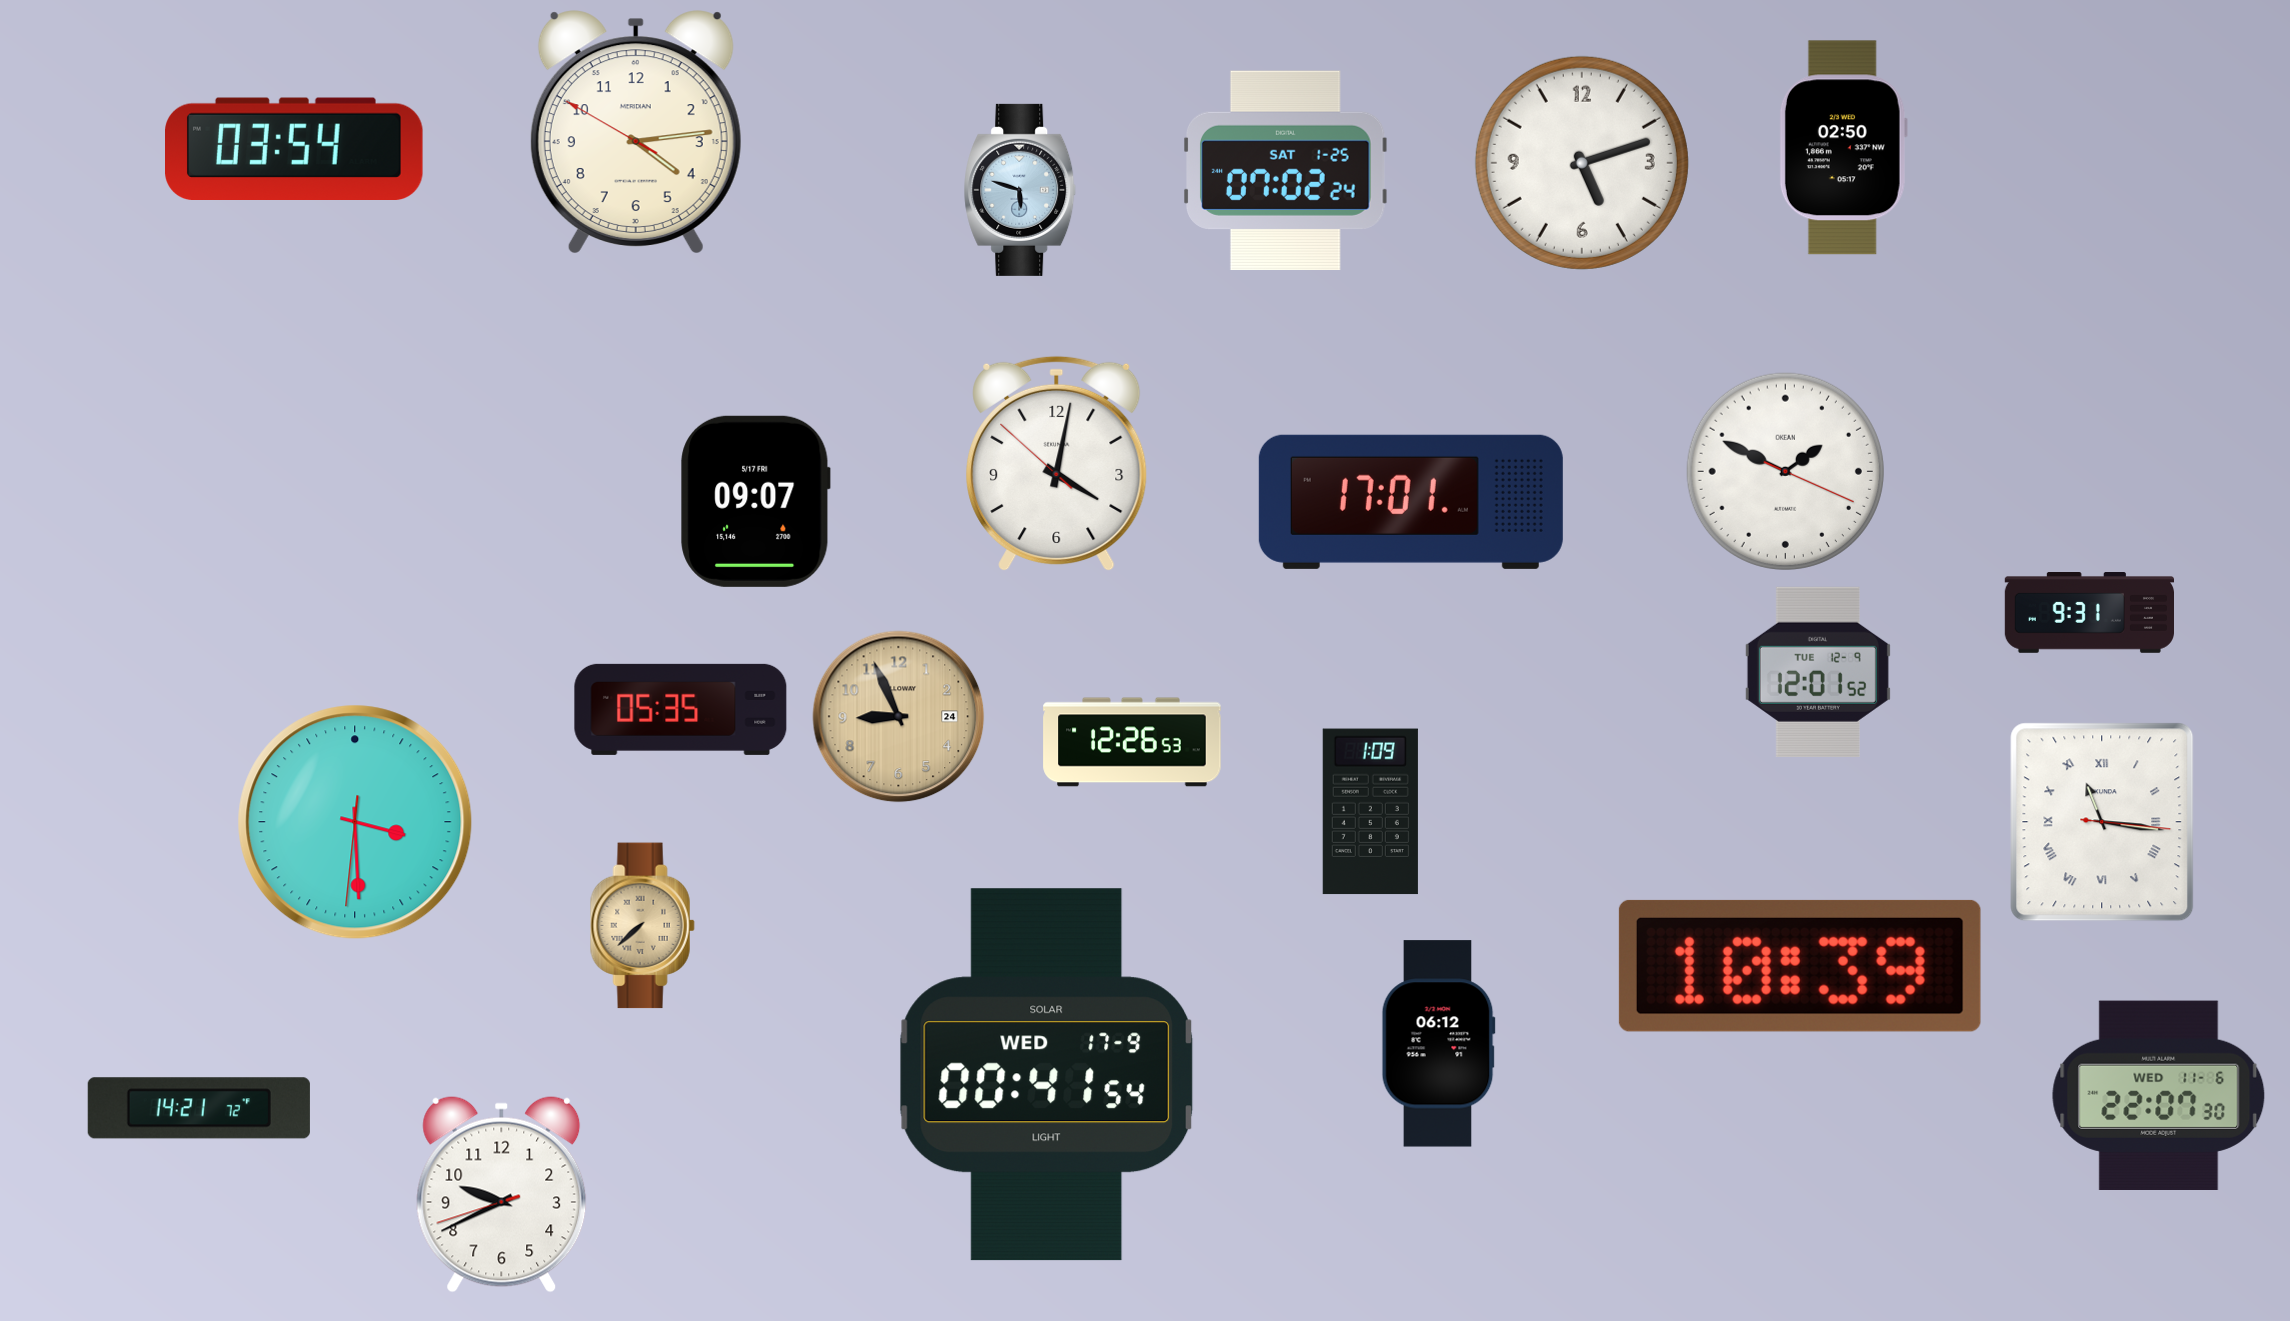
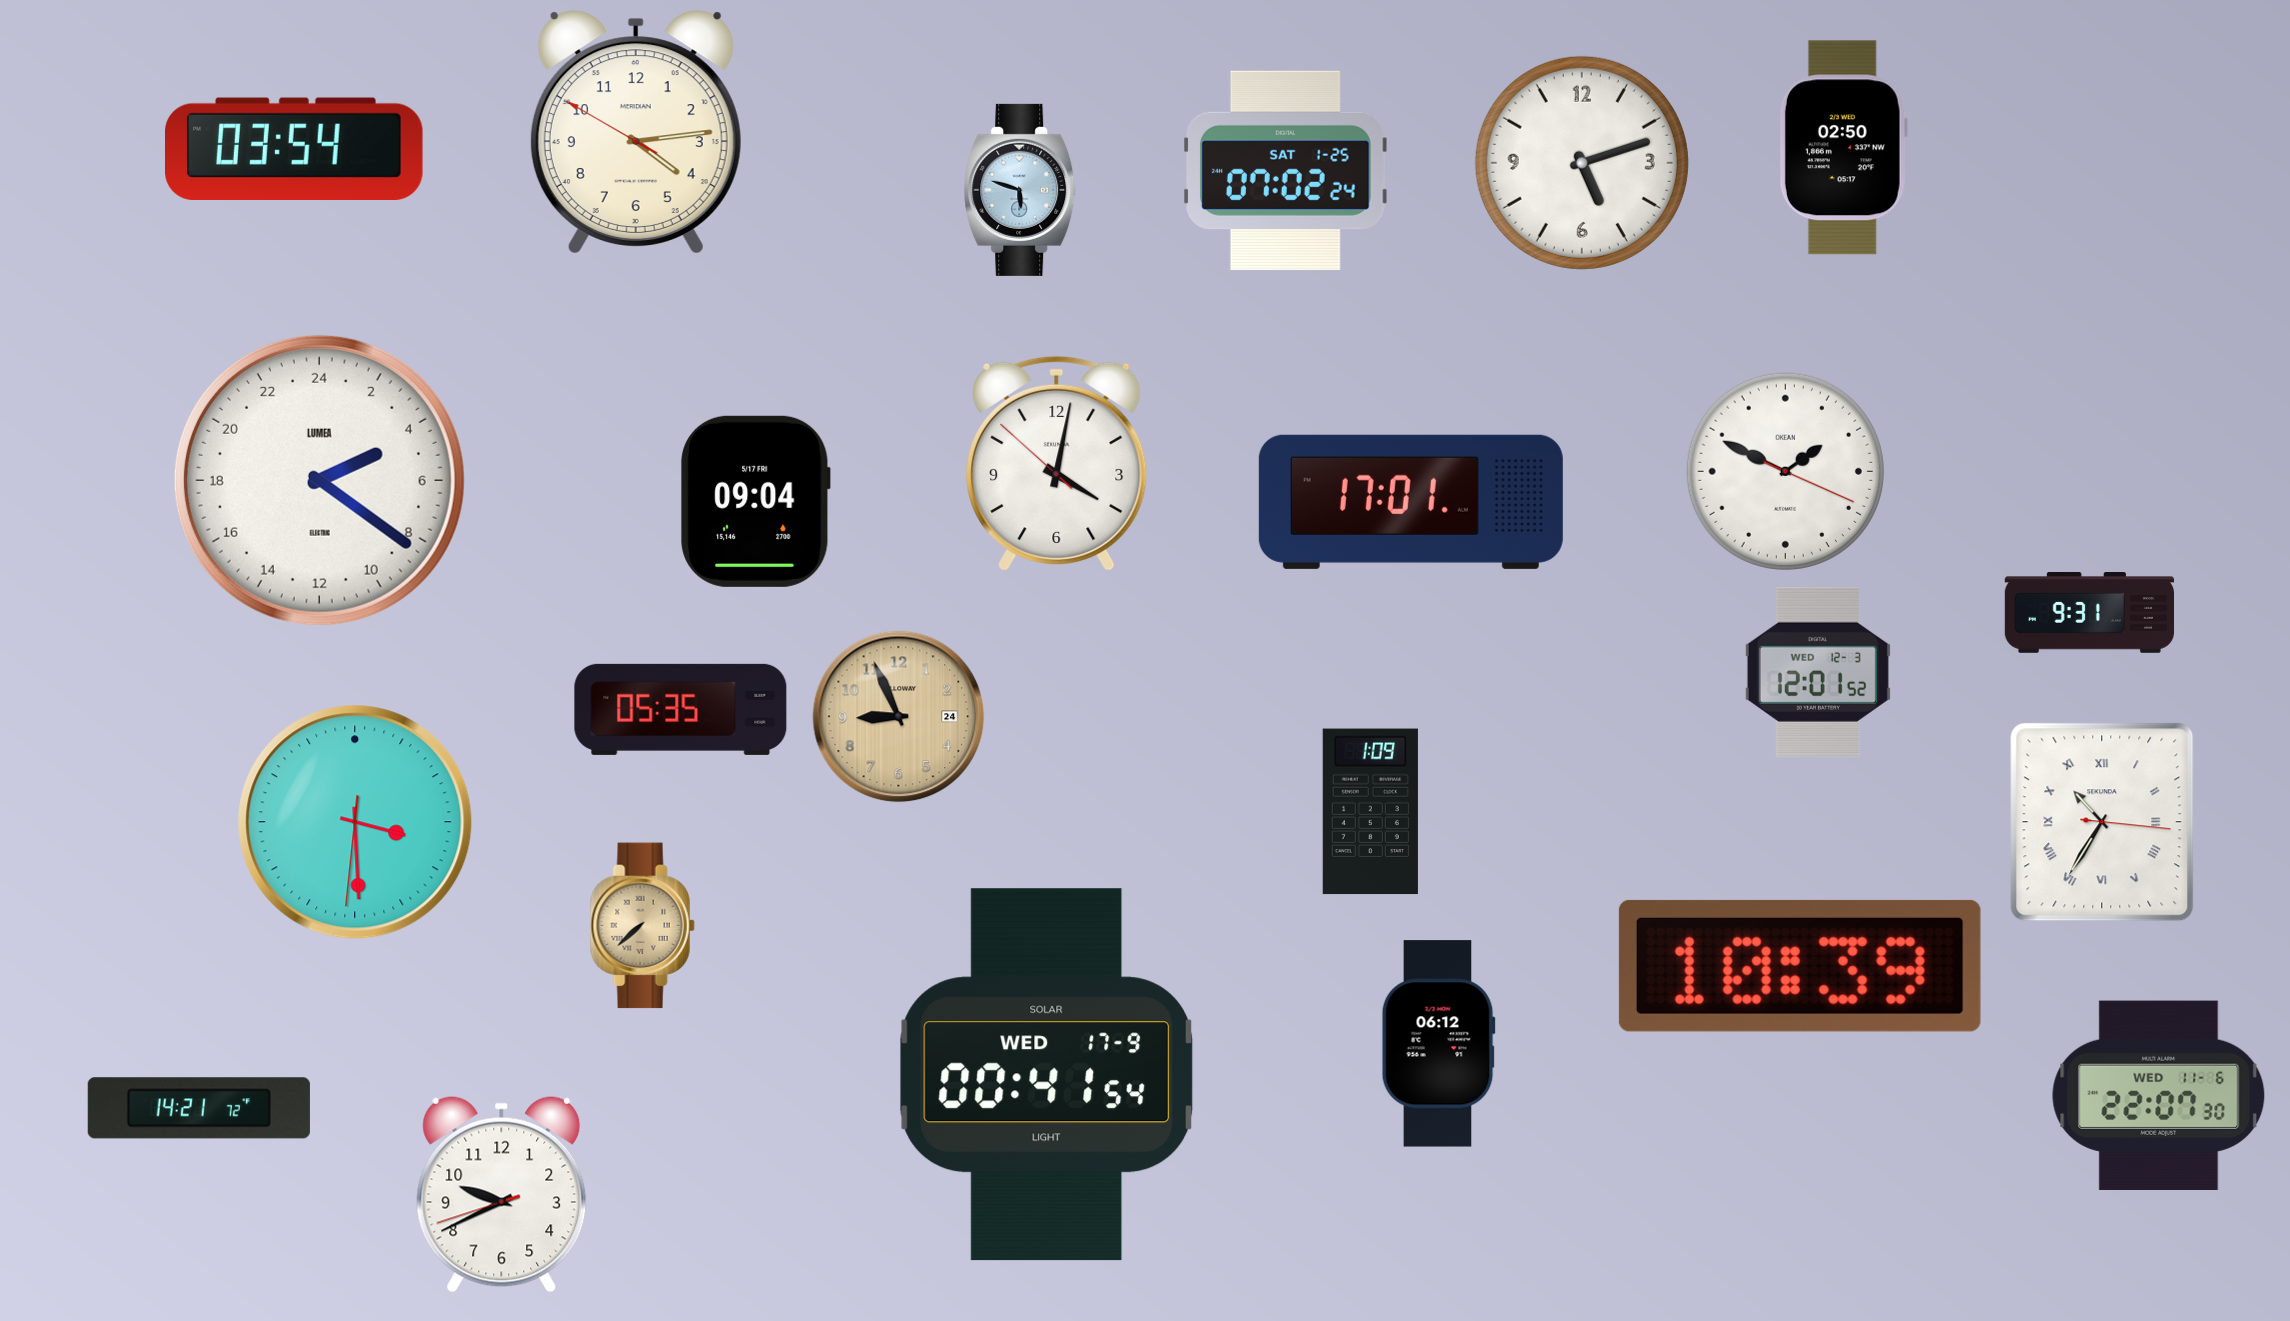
clock at (319, 480): none -> 4:21
clock at (756, 501): 09:07 -> 09:04
clock at (1818, 672) date: TUE 12-9 -> WED 12-3
clock at (1132, 742): 12:26 -> none
clock at (2102, 822): 11:16 -> 10:35
